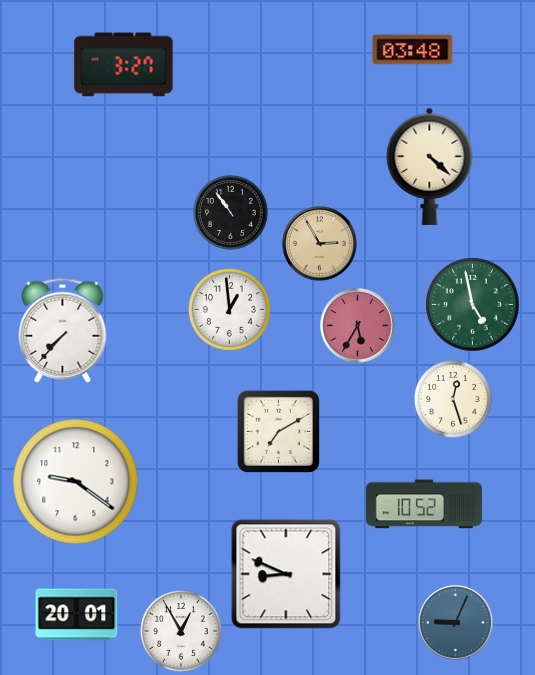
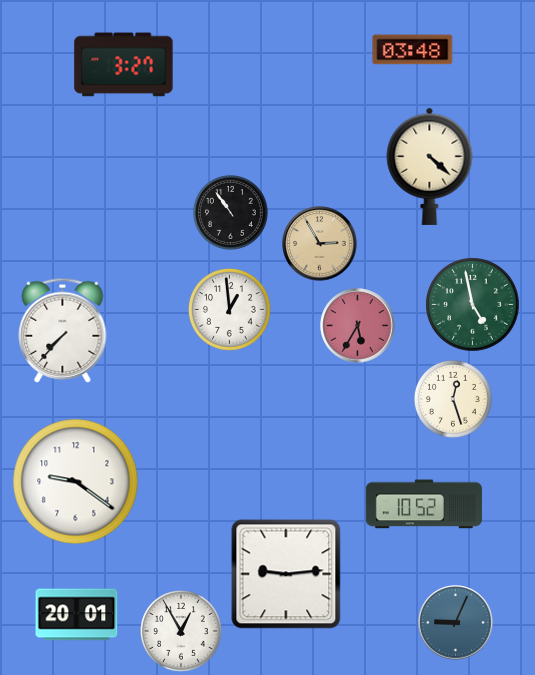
clock at (278, 431): 7:10 -> none
clock at (286, 574): 8:49 -> 9:14
